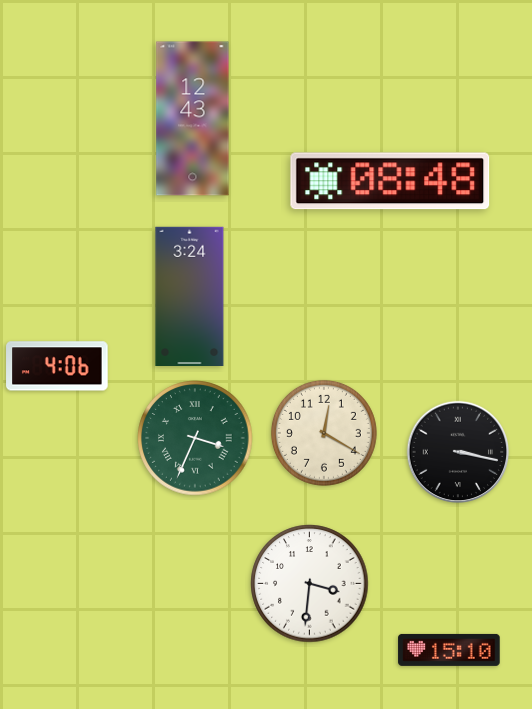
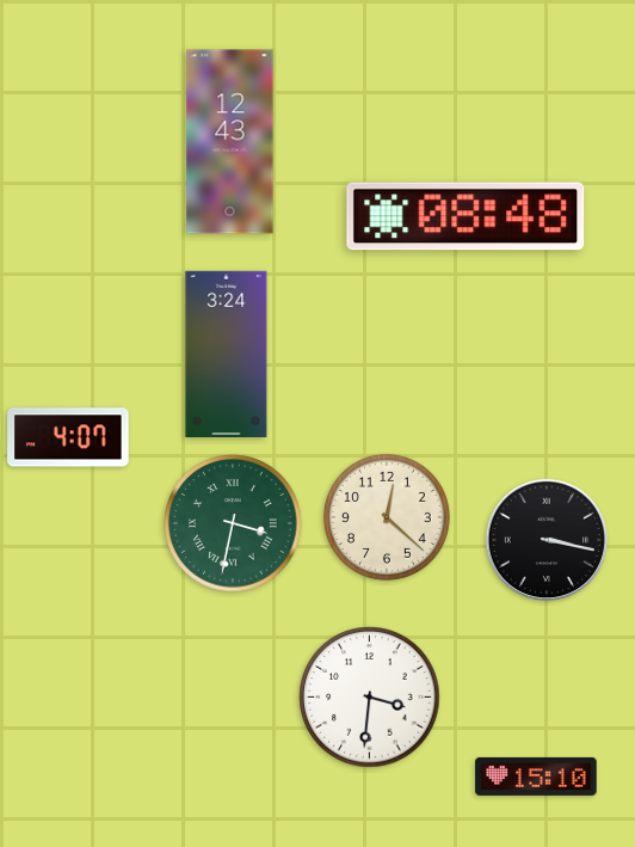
clock at (57, 366): 4:06 -> 4:07
clock at (324, 433): 12:20 -> 12:22
clock at (195, 438): 3:34 -> 3:32
